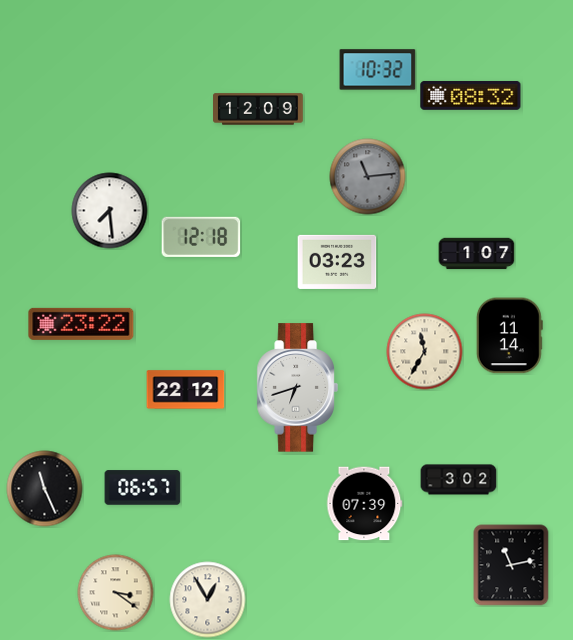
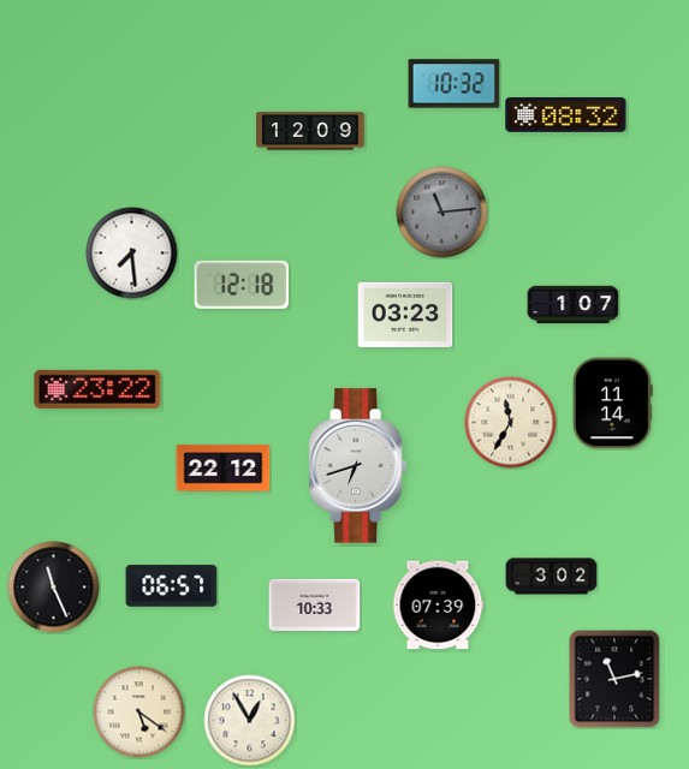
clock at (315, 604): none -> 10:33
clock at (116, 593): 3:21 -> 5:21
